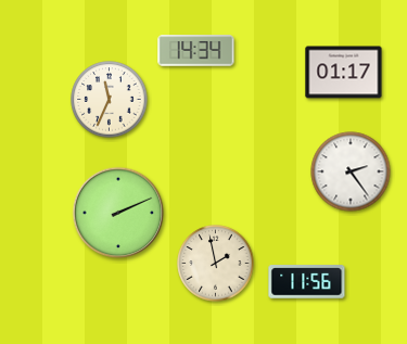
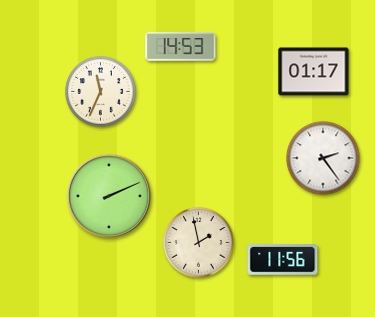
clock at (196, 51): 14:34 -> 14:53
clock at (344, 73) position: (344, 73) -> (314, 72)
